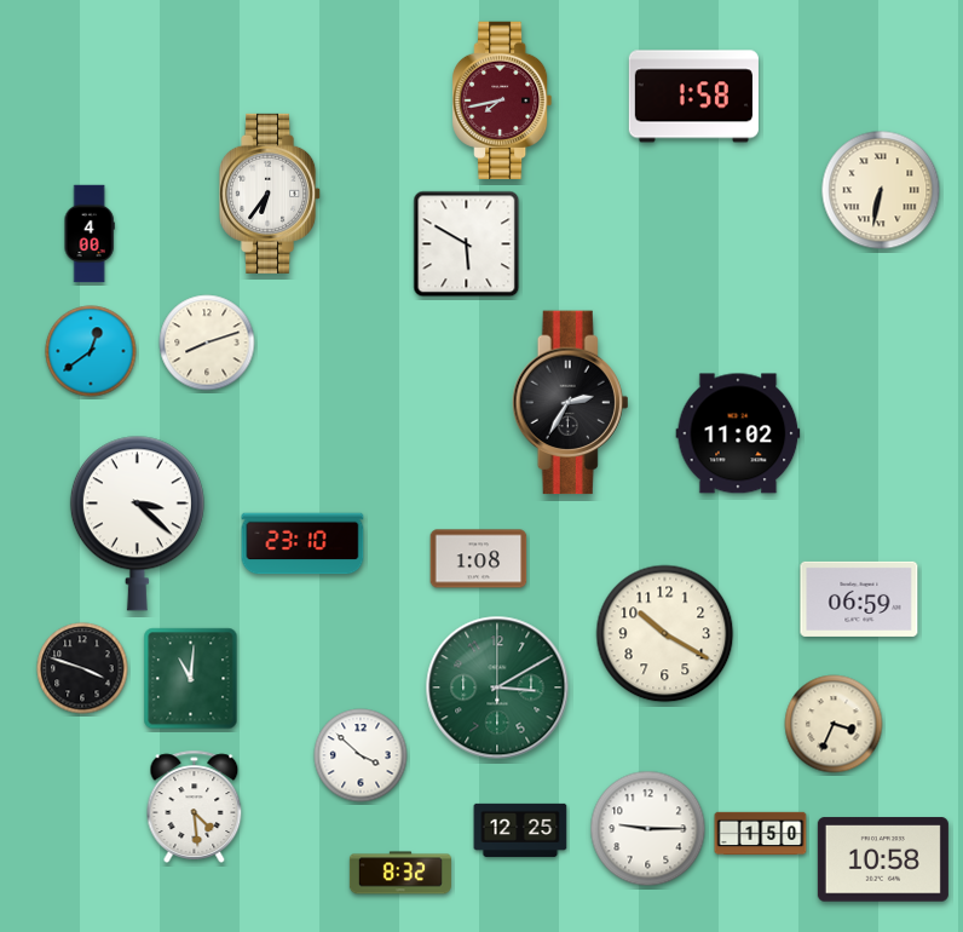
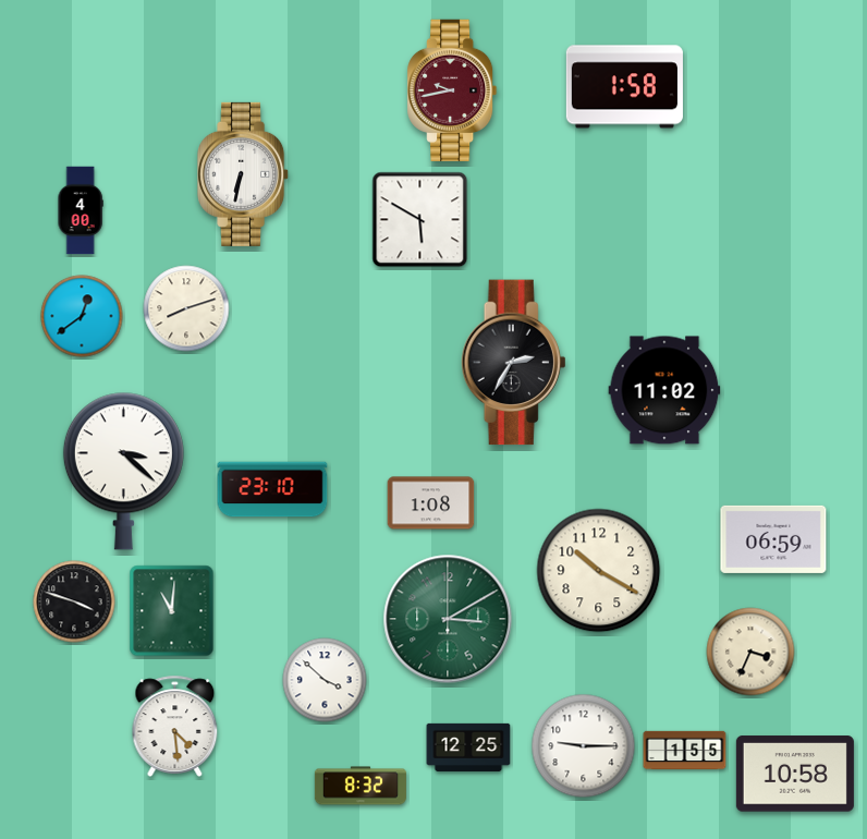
clock at (502, 100): 7:43 -> 9:43
clock at (881, 190): 6:32 -> none
clock at (271, 194): 6:36 -> 6:32
clock at (761, 834): 1:50 -> 1:55
